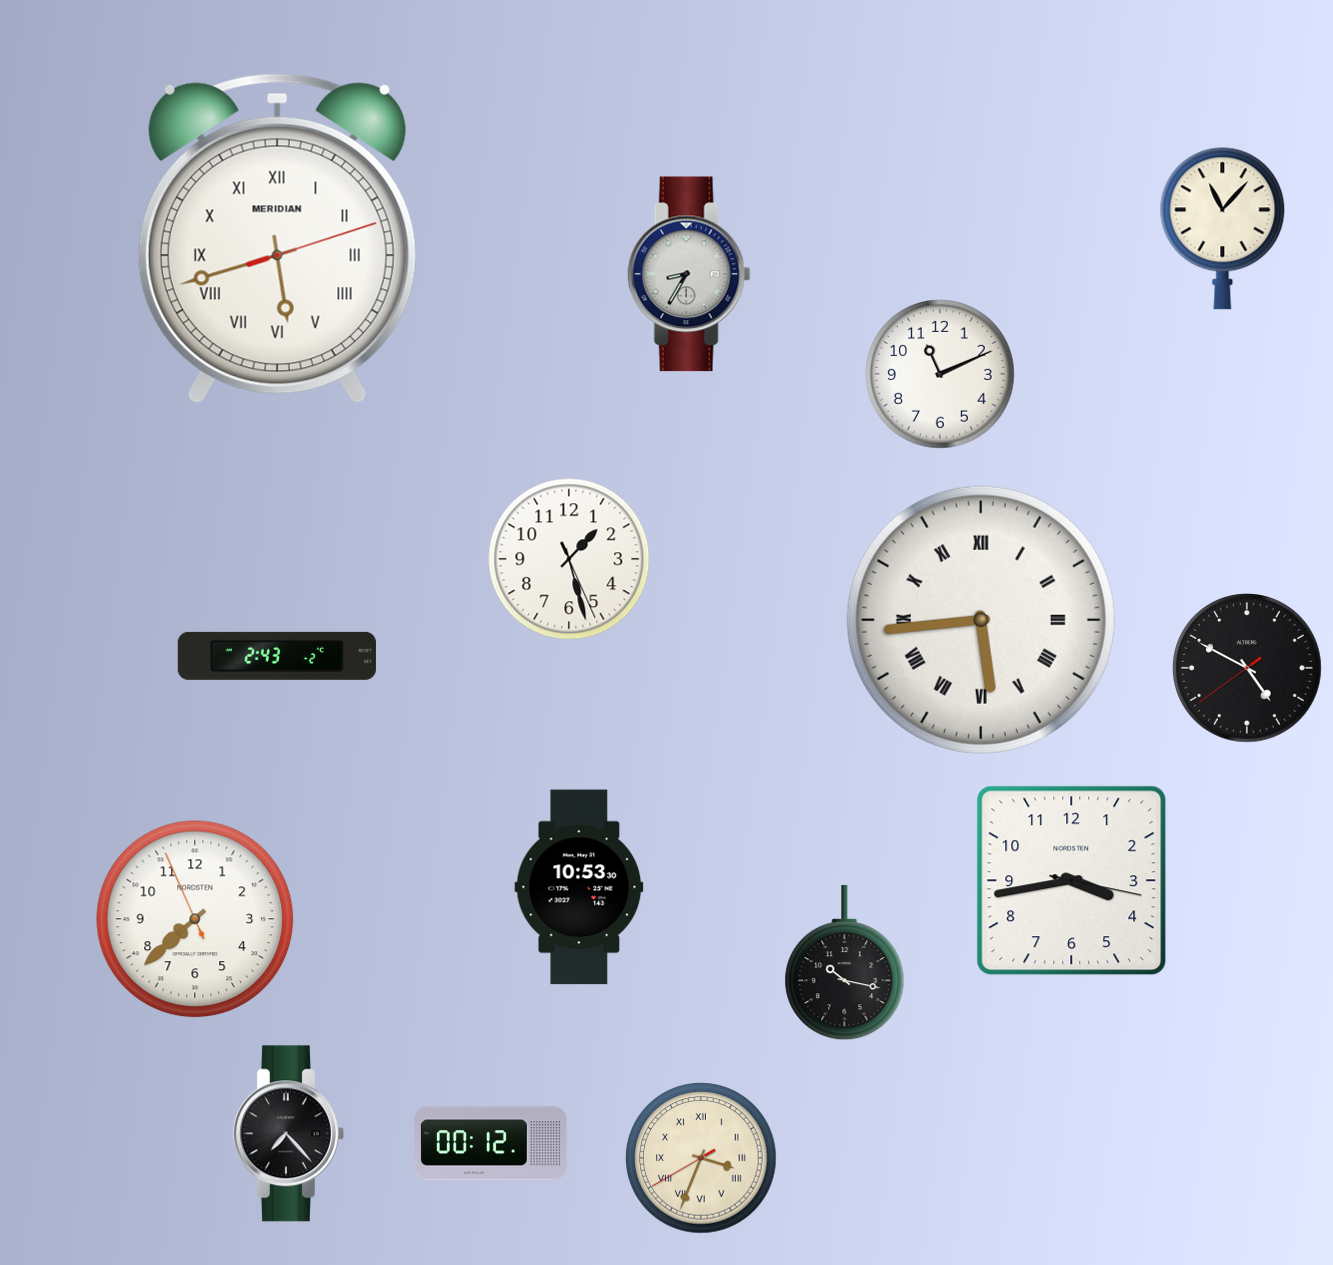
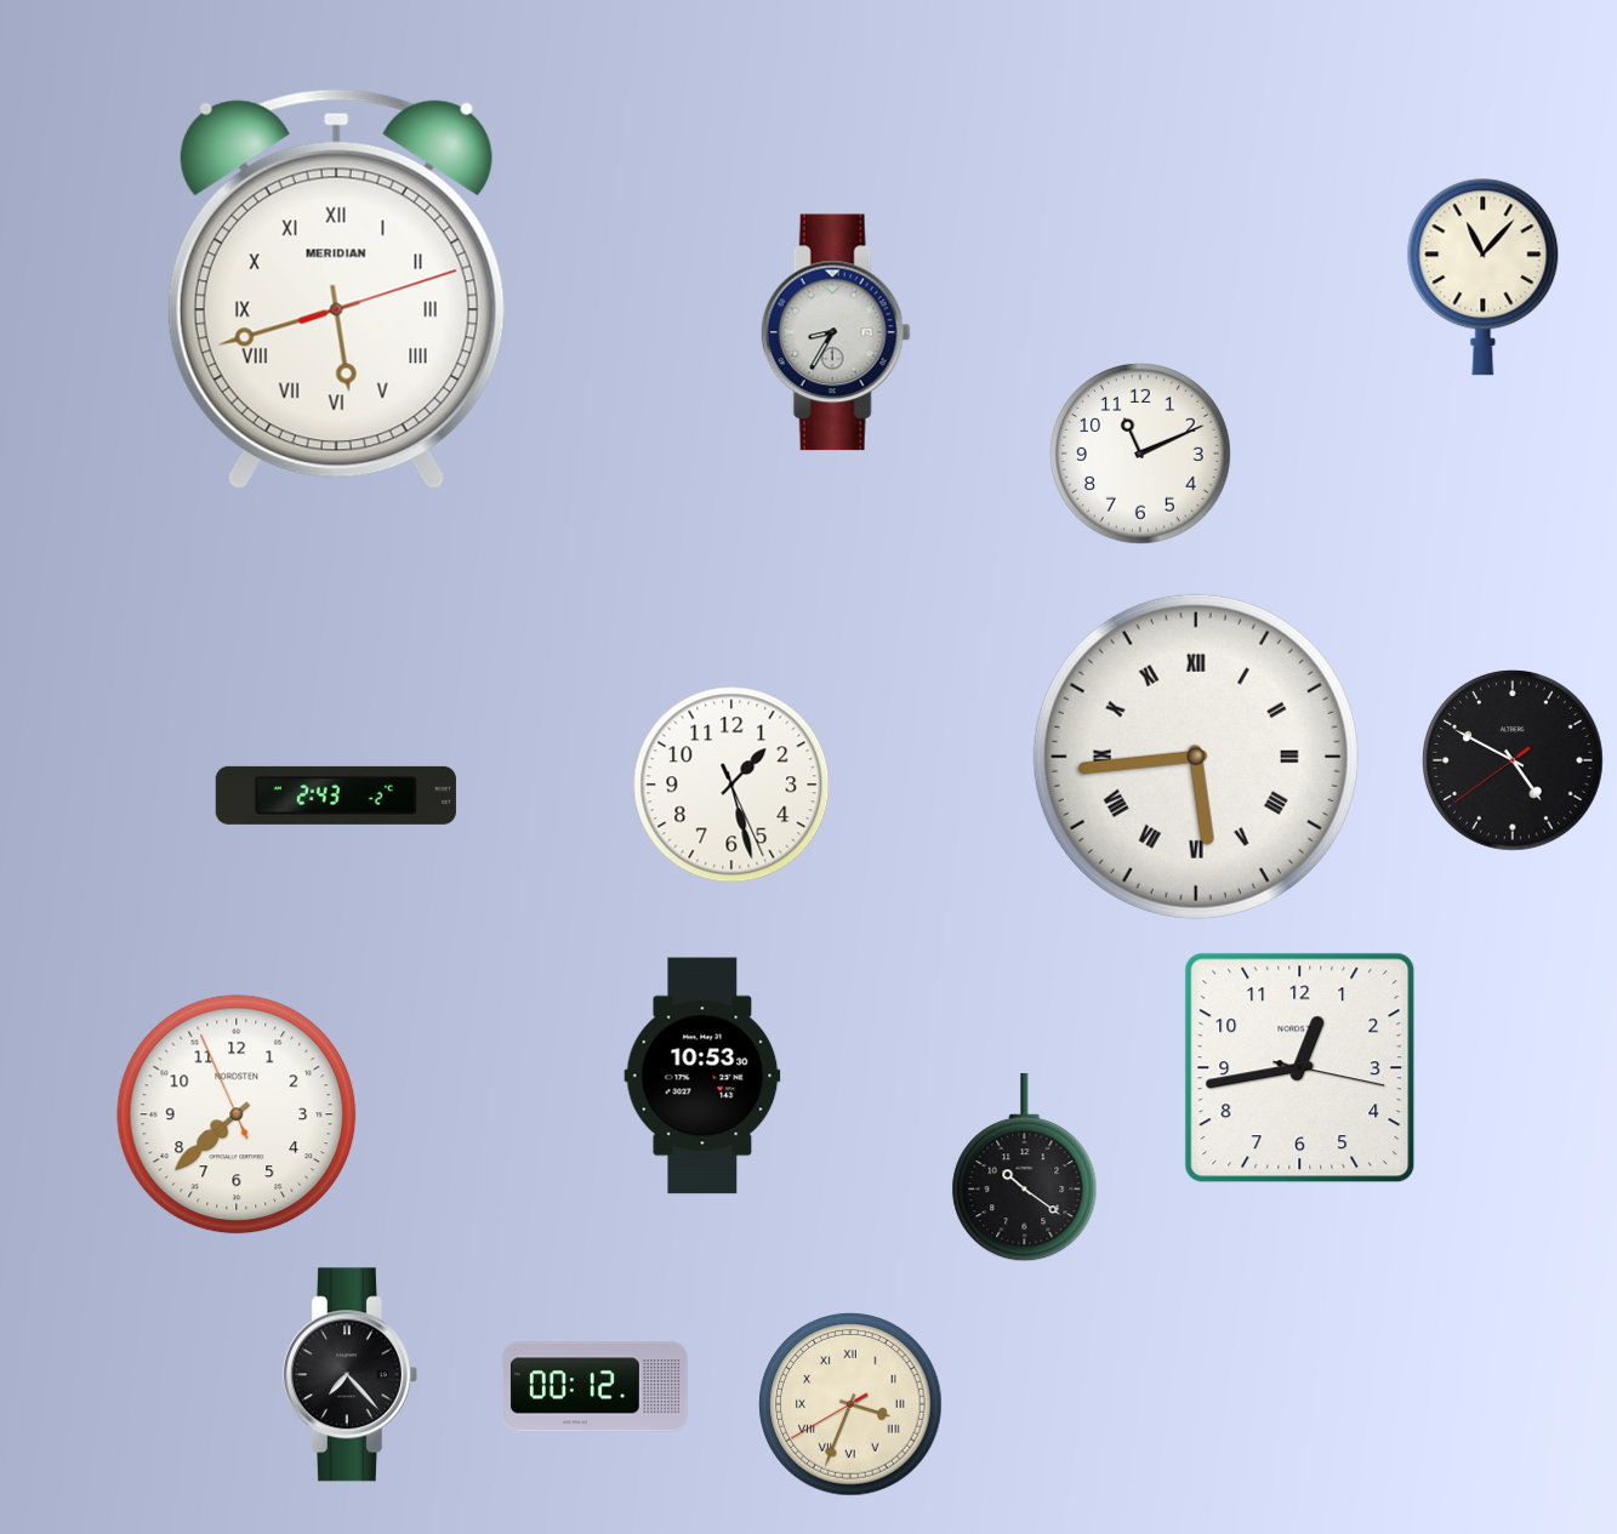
clock at (569, 559) position: (569, 559) -> (731, 785)
clock at (981, 620) position: (981, 620) -> (1196, 757)
clock at (1247, 668) position: (1247, 668) -> (1513, 760)
clock at (1072, 881): 3:43 -> 12:43
clock at (845, 963): 10:17 -> 10:21
